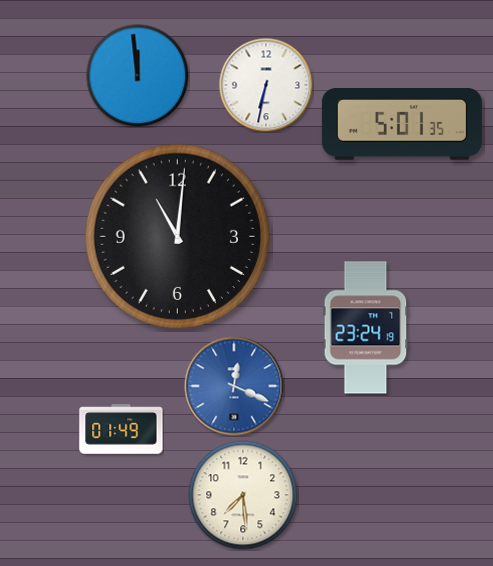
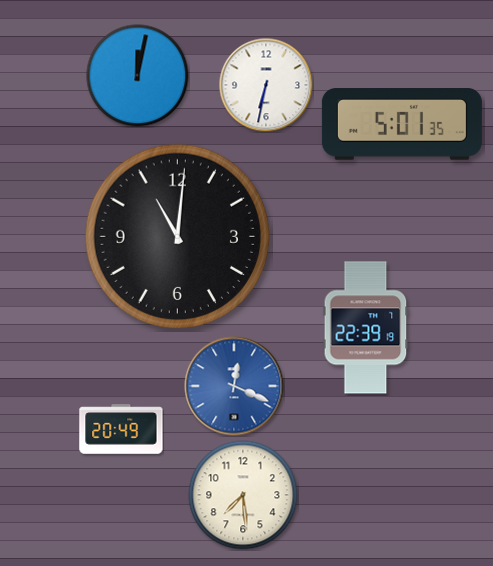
clock at (138, 76): 11:59 -> 12:02
clock at (366, 328): 23:24 -> 22:39
clock at (121, 429): 01:49 -> 20:49
